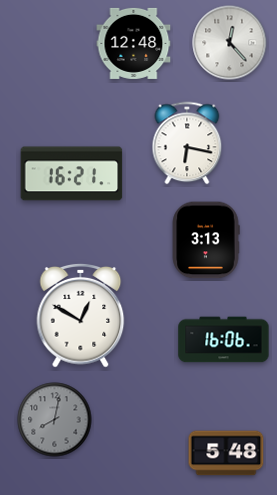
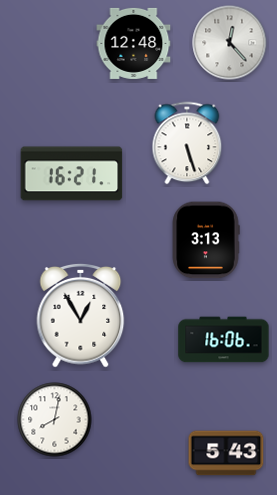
clock at (187, 143): 6:17 -> 5:27
clock at (81, 315): 12:50 -> 12:55
clock at (55, 420) dial: grey -> white
clock at (226, 453): 5:48 -> 5:43
